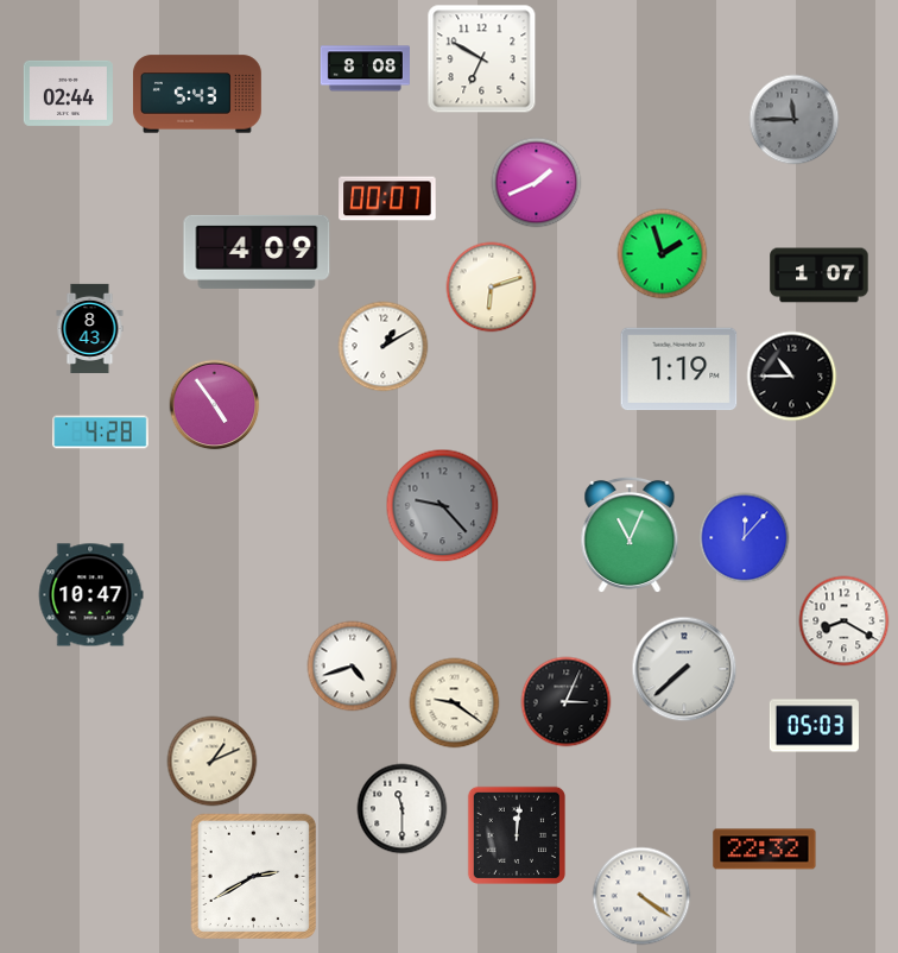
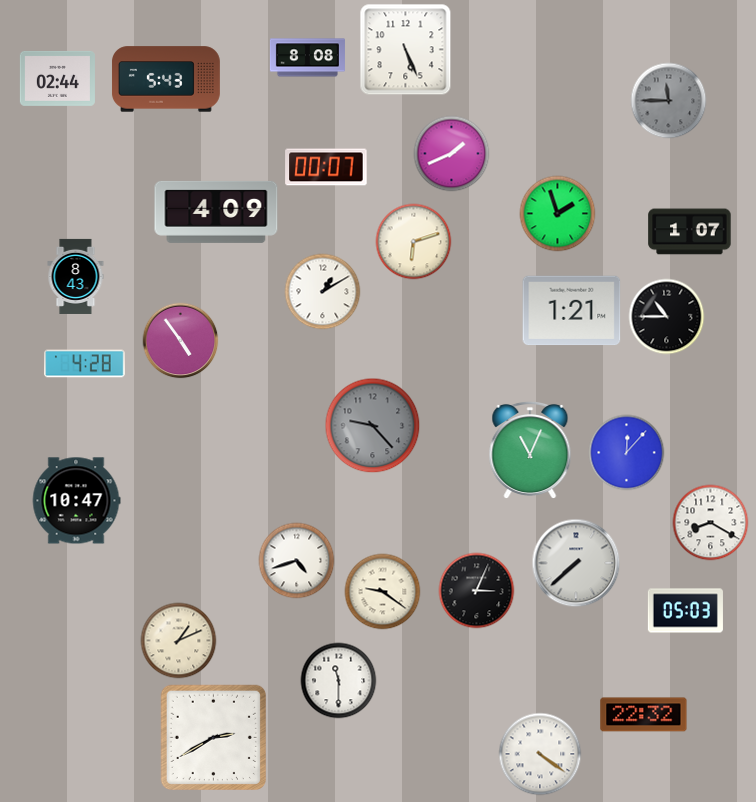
clock at (482, 59): 6:50 -> 5:26
clock at (679, 370): 1:19 -> 1:21
clock at (516, 834): 12:01 -> none
